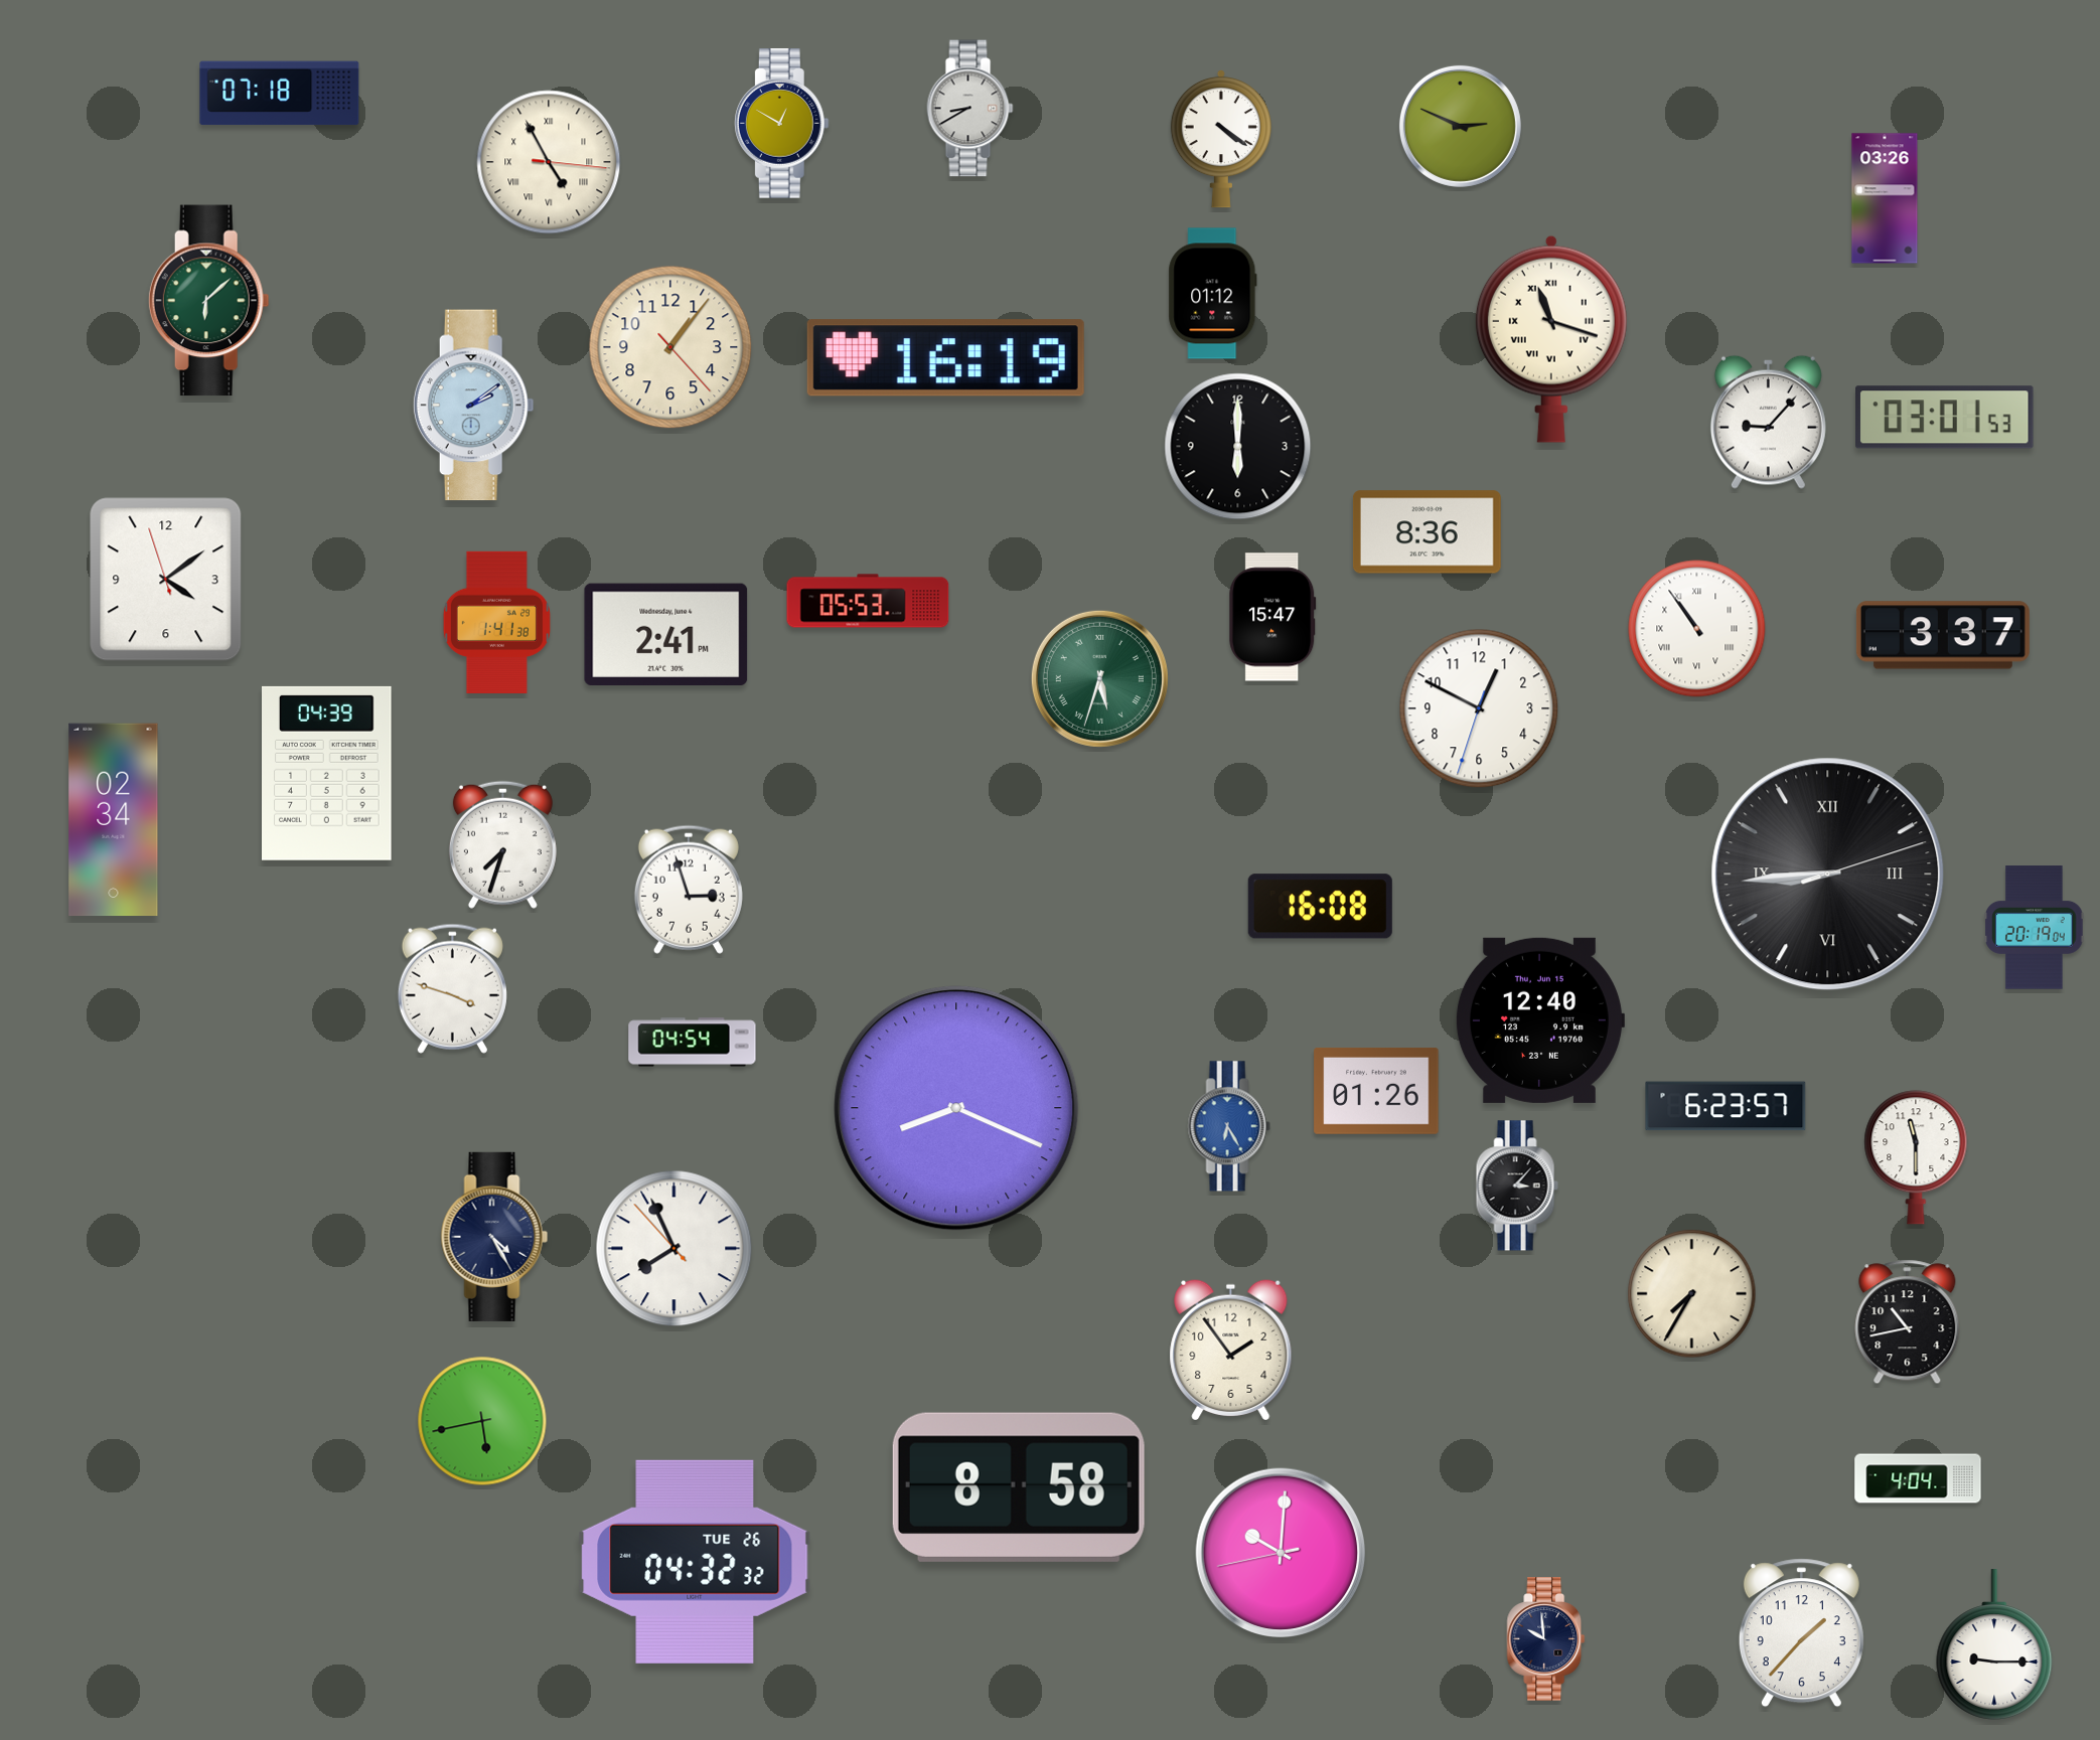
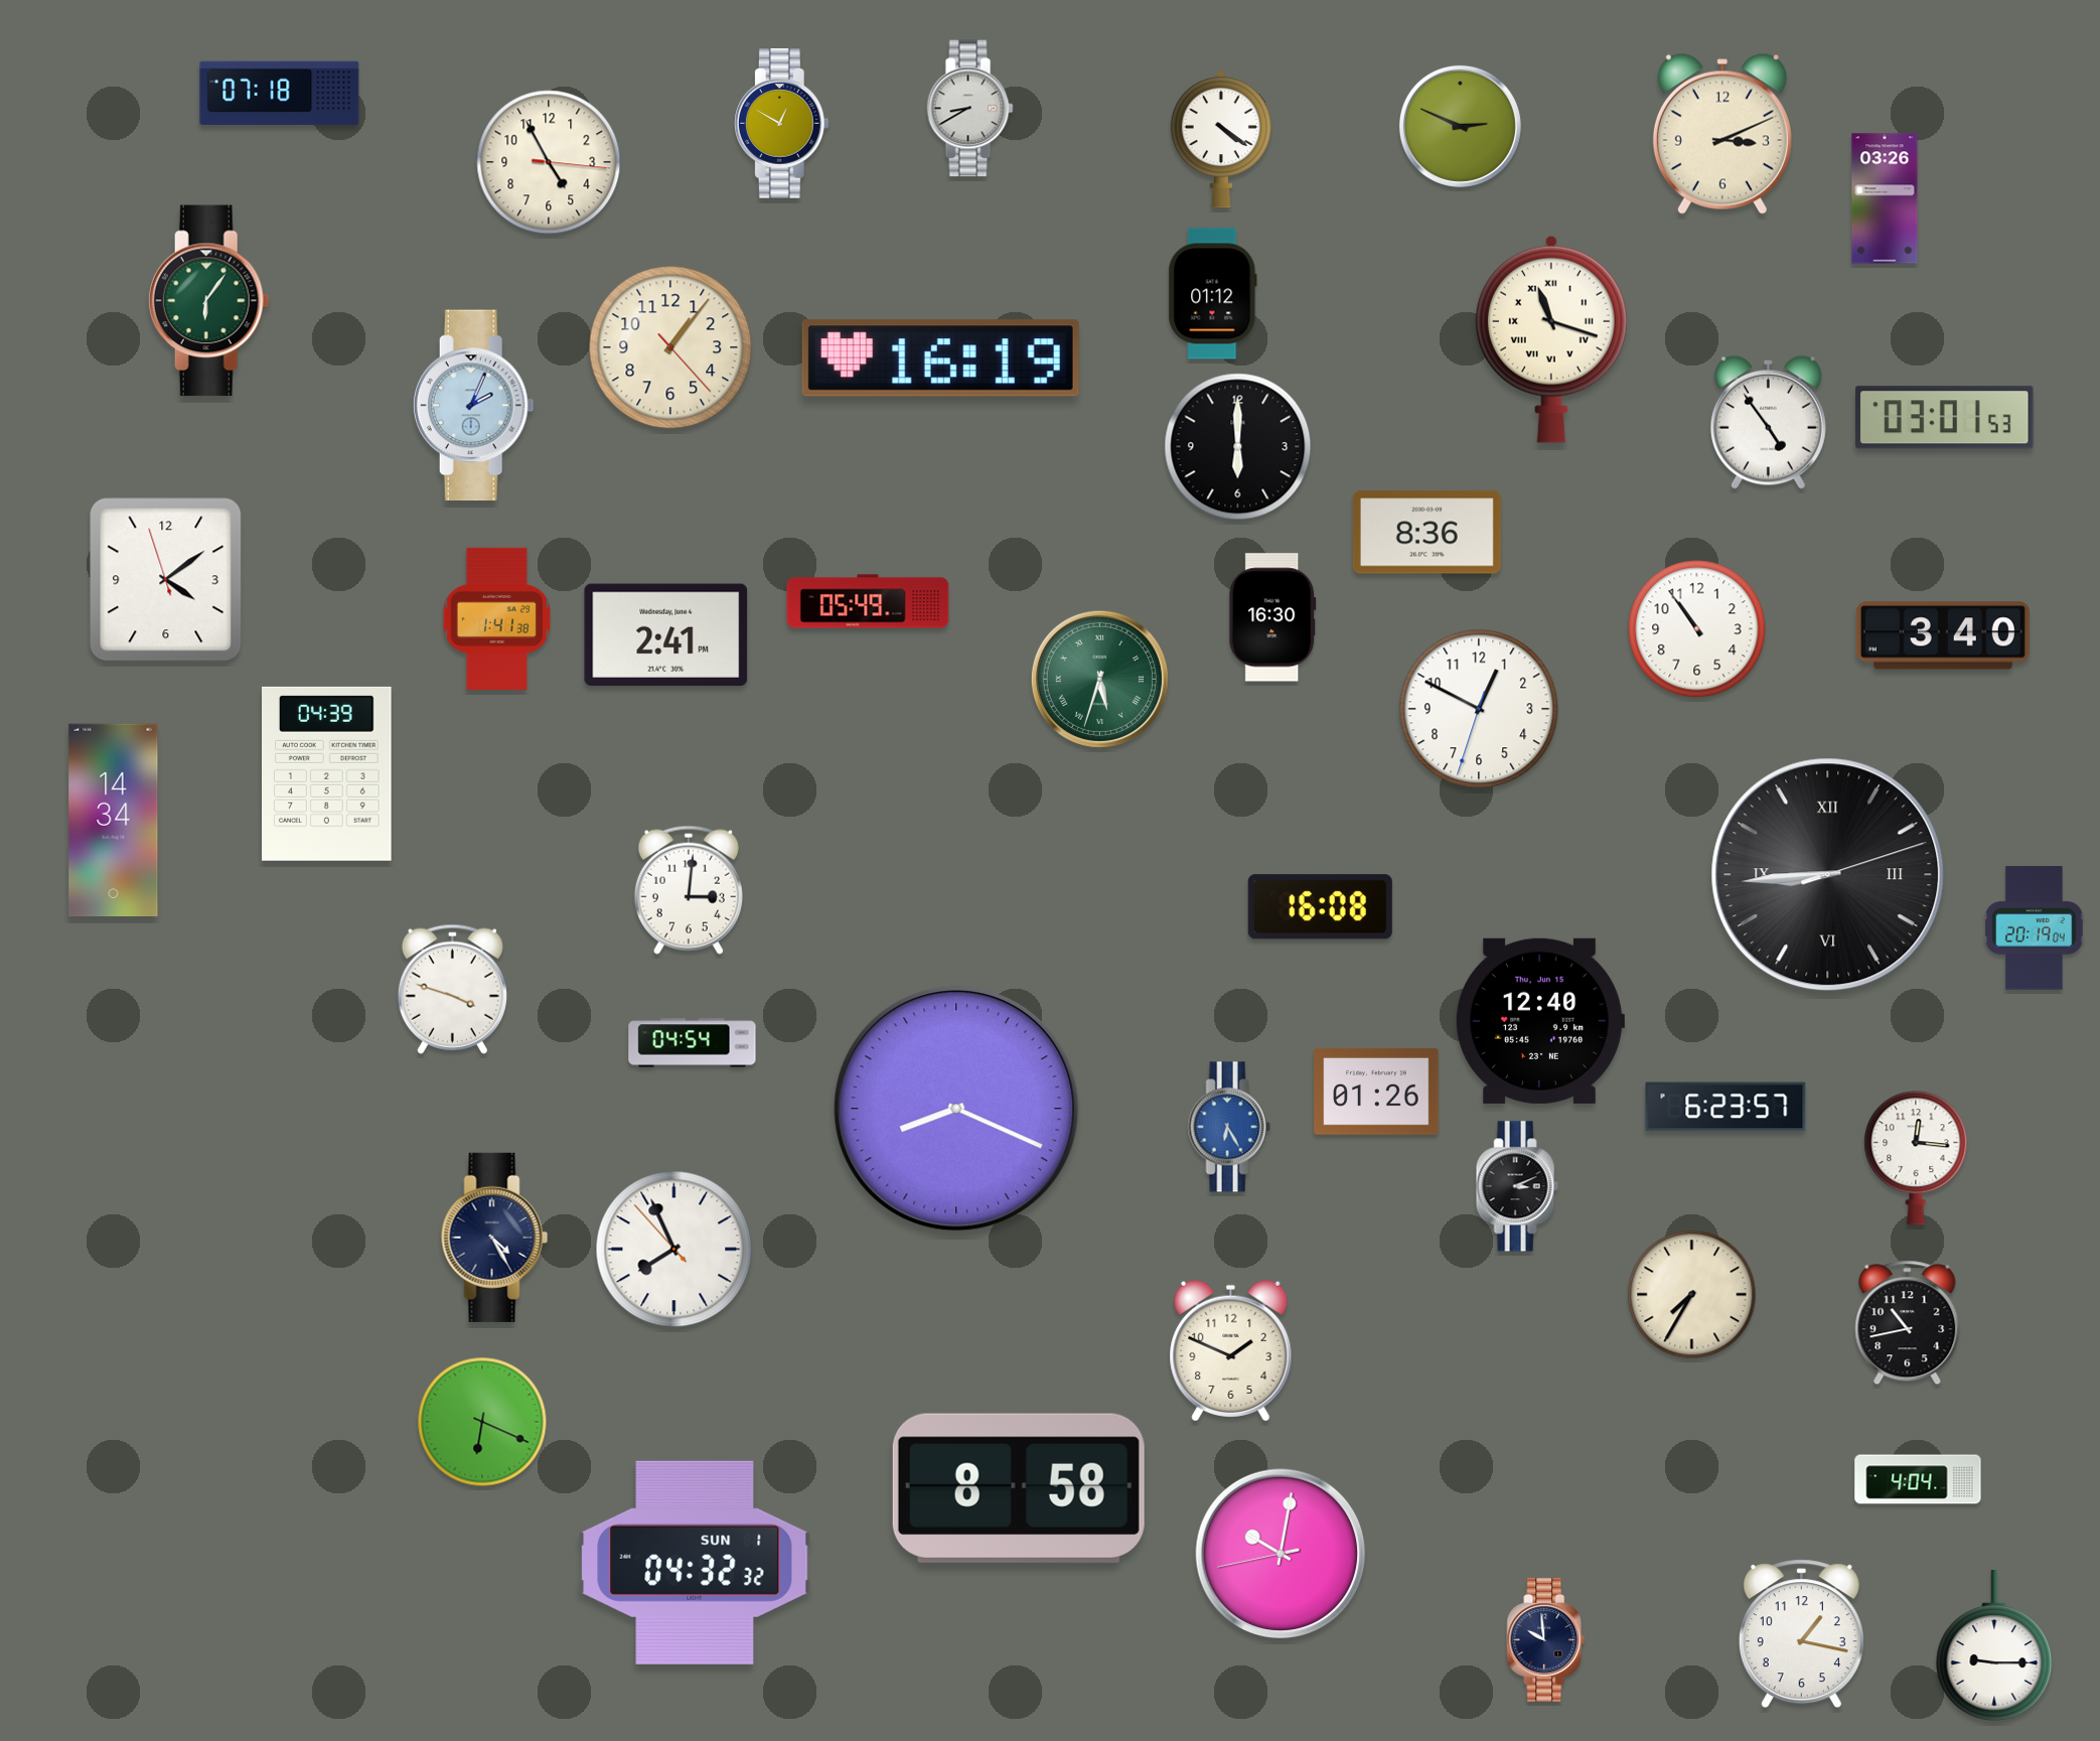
clock at (1722, 134): none -> 3:11
clock at (549, 162) numerals: Roman -> Arabic
clock at (208, 301): 6:08 -> 6:06
clock at (945, 358) position: (945, 358) -> (940, 358)
clock at (473, 406): 2:09 -> 2:04
clock at (1768, 422): 9:07 -> 4:54
clock at (868, 601): 05:53 -> 05:49
clock at (1272, 617): 15:47 -> 16:30
clock at (496, 622) position: (496, 622) -> (496, 618)
clock at (1697, 629) numerals: Roman -> Arabic
clock at (1943, 635): 3:37 -> 3:40
clock at (114, 820): 02:34 -> 14:34
clock at (502, 844): 7:33 -> none
clock at (689, 890): 2:57 -> 3:01
clock at (1916, 1157): 11:30 -> 12:16
clock at (1517, 1185): 3:07 -> 3:11
clock at (1231, 1350): 1:54 -> 1:49
clock at (482, 1421): 5:43 -> 6:19
clock at (1280, 1552): 10:00 -> 10:01
clock at (695, 1562) date: TUE 26 -> SUN 1
clock at (1801, 1633): 1:37 -> 1:17
